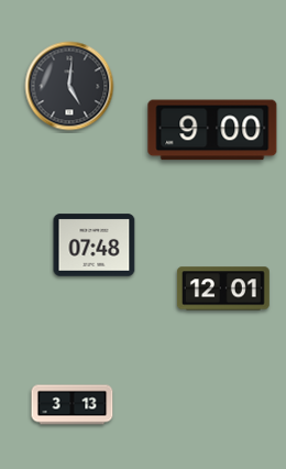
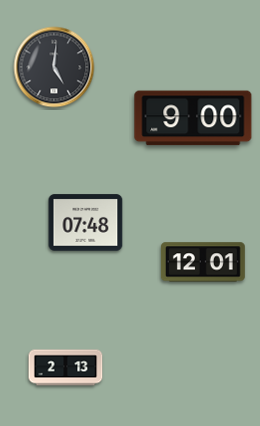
clock at (69, 86) position: (69, 86) -> (54, 67)
clock at (73, 405): 3:13 -> 2:13
